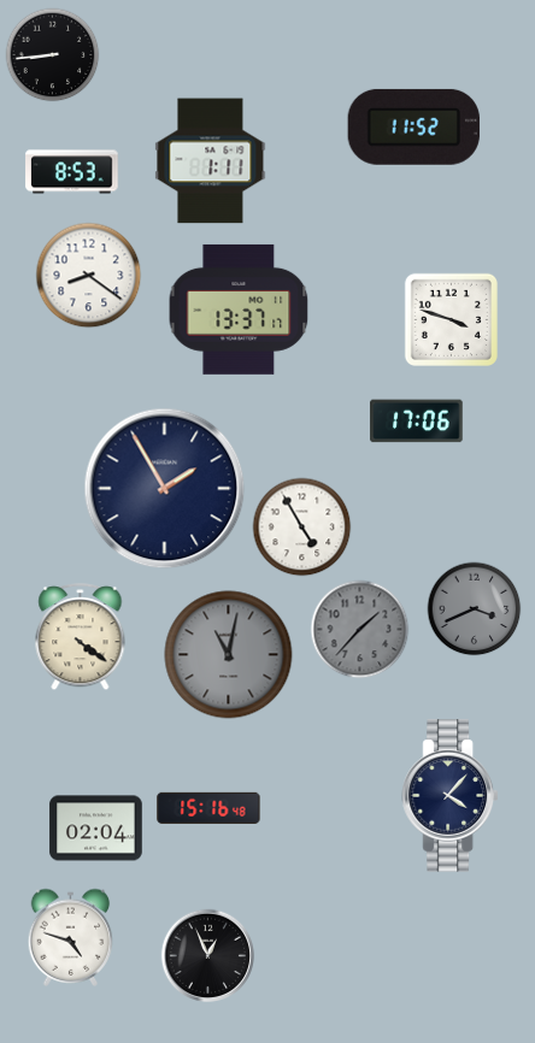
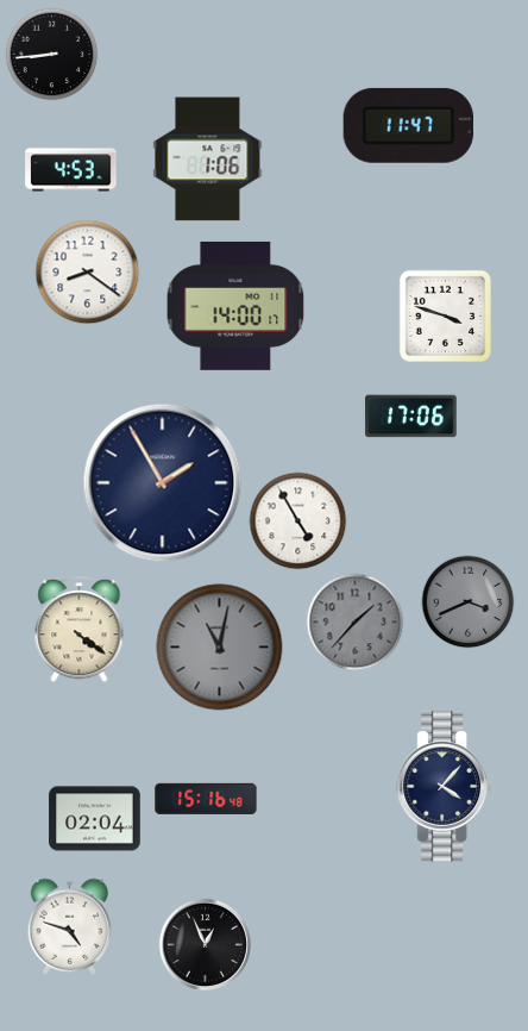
clock at (413, 126): 11:52 -> 11:47
clock at (211, 161): 1:11 -> 1:06
clock at (72, 172): 8:53 -> 4:53
clock at (239, 310): 13:37 -> 14:00
clock at (229, 655) position: (229, 655) -> (220, 648)
